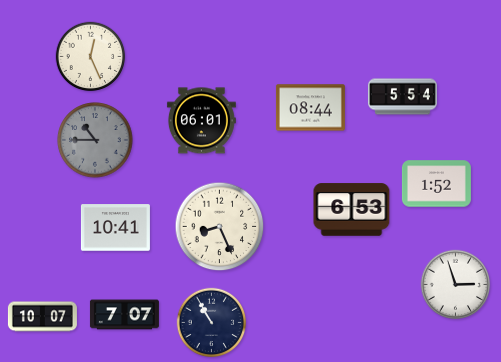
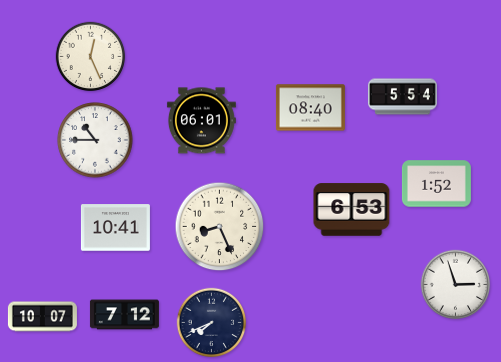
clock at (310, 108): 08:44 -> 08:40
clock at (95, 140) dial: grey -> white
clock at (124, 315): 7:07 -> 7:12
clock at (212, 323): 10:55 -> 7:41
